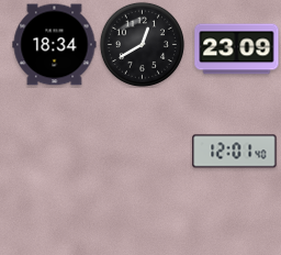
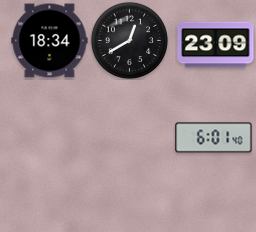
clock at (235, 152): 12:01 -> 6:01
